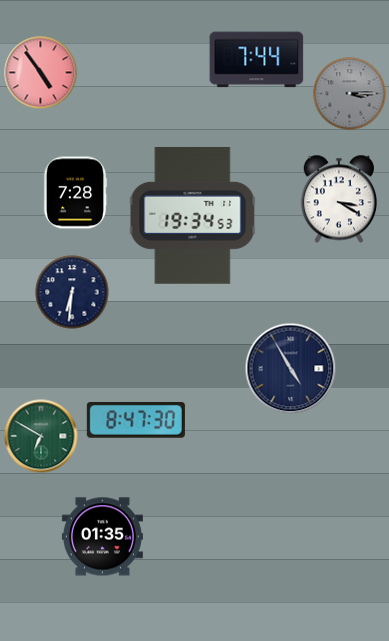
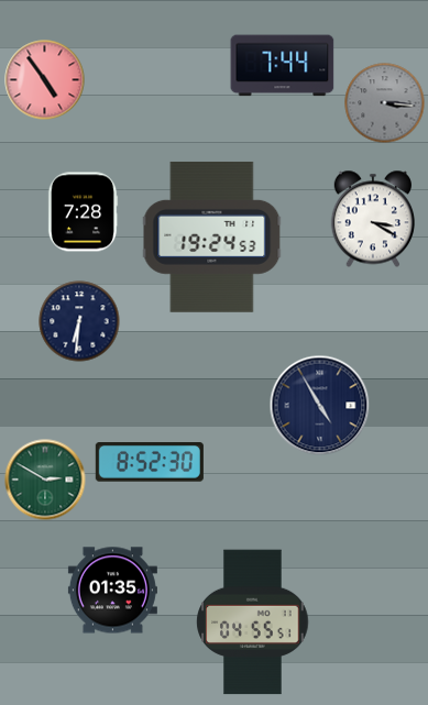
clock at (350, 94): 3:15 -> 3:16
clock at (193, 215): 19:34 -> 19:24
clock at (136, 421): 8:47 -> 8:52
clock at (41, 436): 6:50 -> 2:50
clock at (253, 623): none -> 04:55
